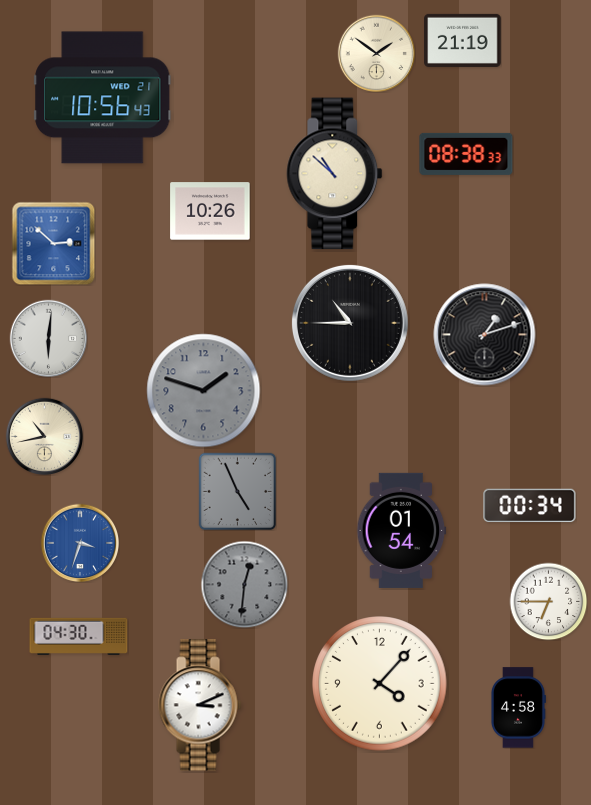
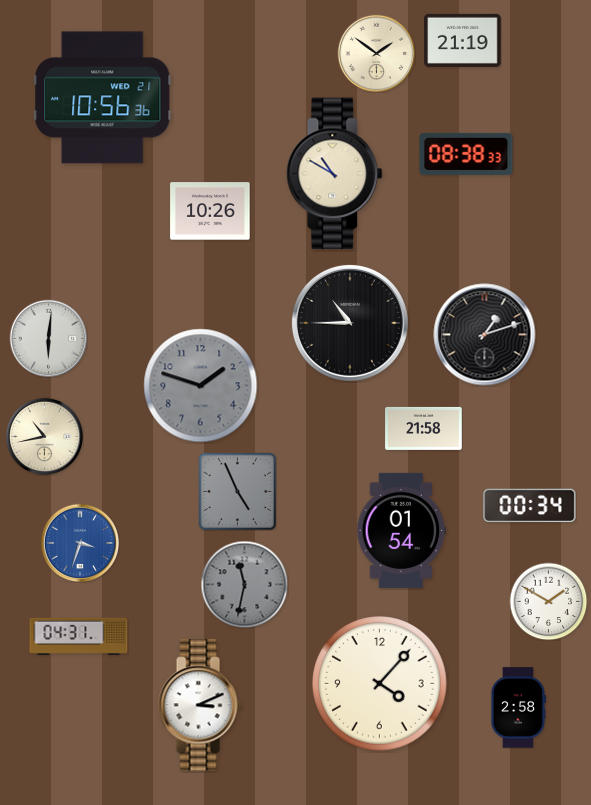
clock at (103, 98): 10:56:43 -> 10:56:36
clock at (335, 174): 10:52 -> 10:50
clock at (53, 243): 2:52 -> none
clock at (204, 391) position: (204, 391) -> (201, 386)
clock at (424, 428): none -> 21:58
clock at (244, 584): 12:31 -> 11:32
clock at (548, 601): 6:45 -> 1:50
clock at (79, 636): 04:30 -> 04:31
clock at (518, 708): 4:58 -> 2:58
